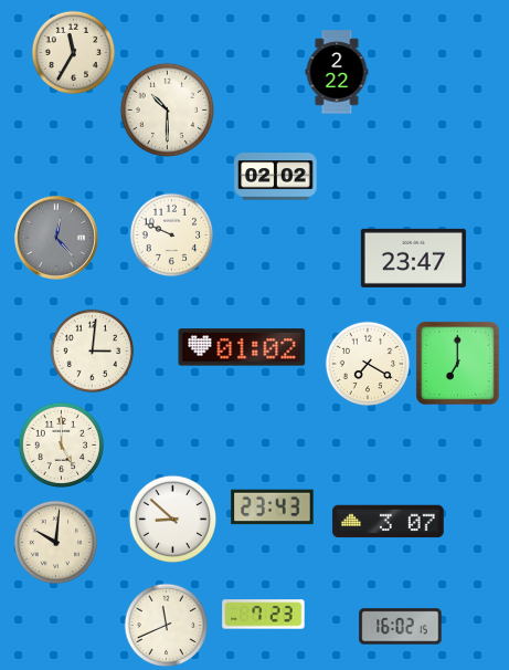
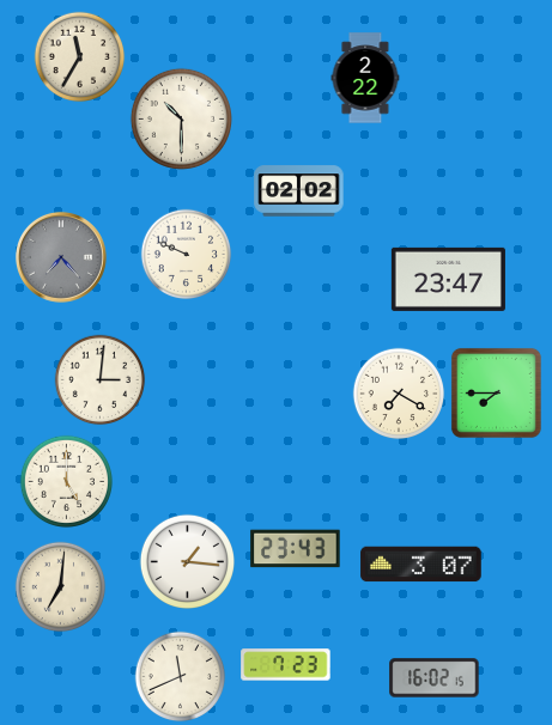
clock at (56, 238): 12:23 -> 7:23
clock at (242, 347): 01:02 -> none
clock at (457, 363): 7:00 -> 7:45
clock at (172, 519): 8:52 -> 1:16
clock at (56, 543): 10:01 -> 7:01
